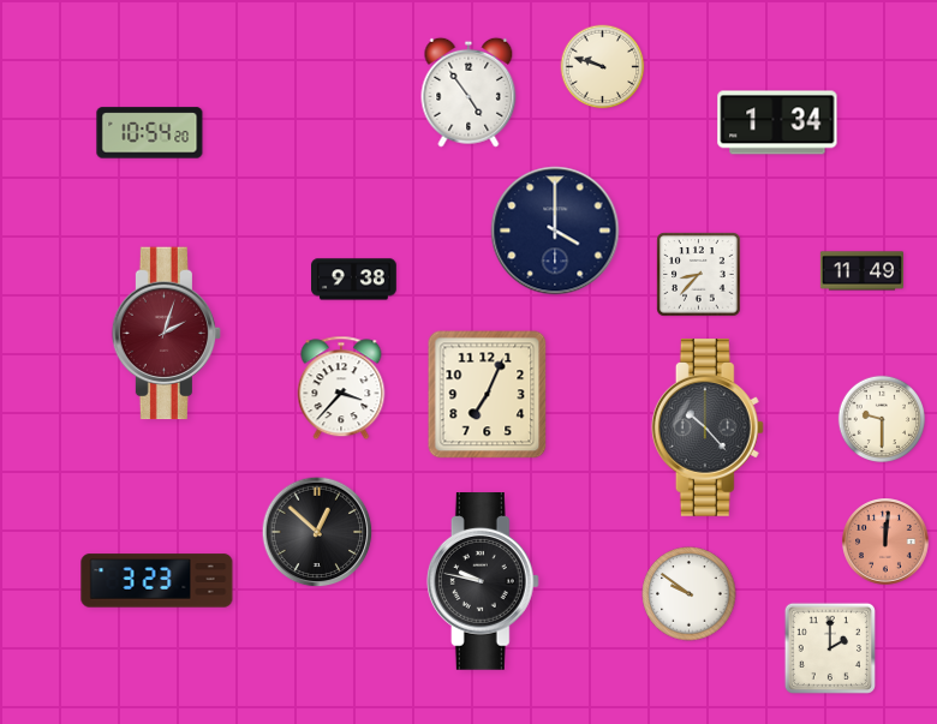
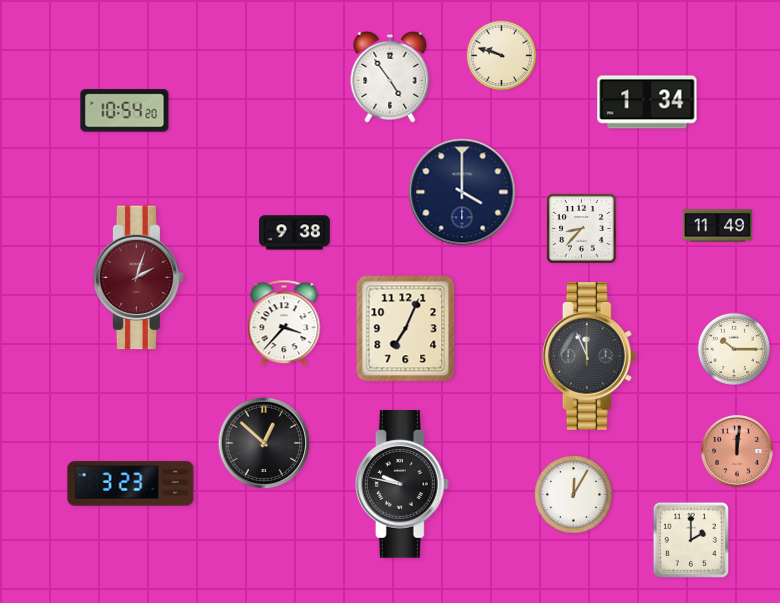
clock at (881, 418): 9:30 -> 10:15
clock at (708, 429): 10:23 -> 11:56
clock at (690, 594): 9:51 -> 12:05
